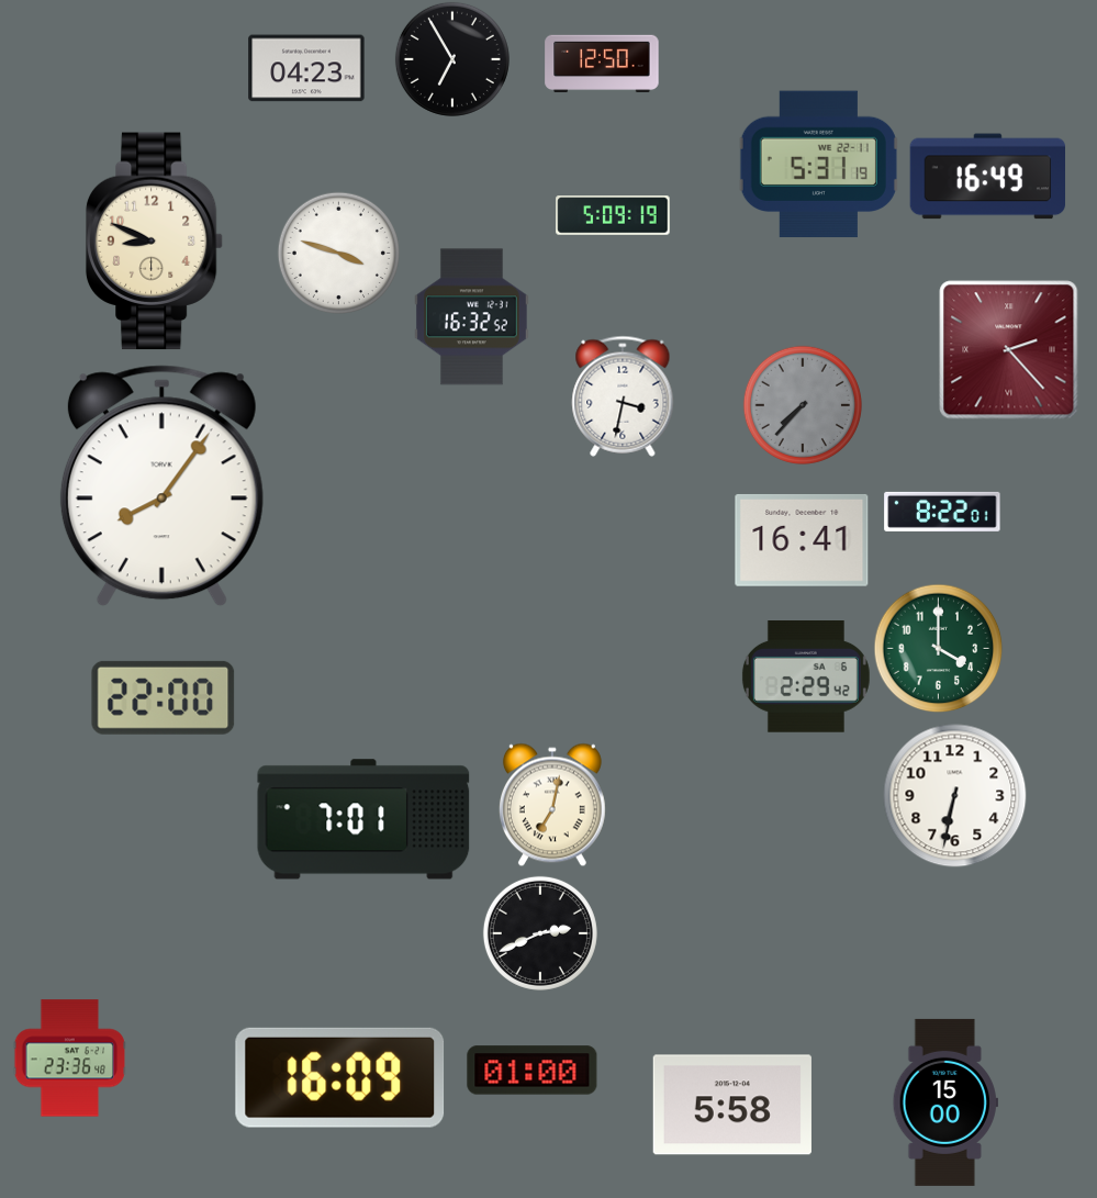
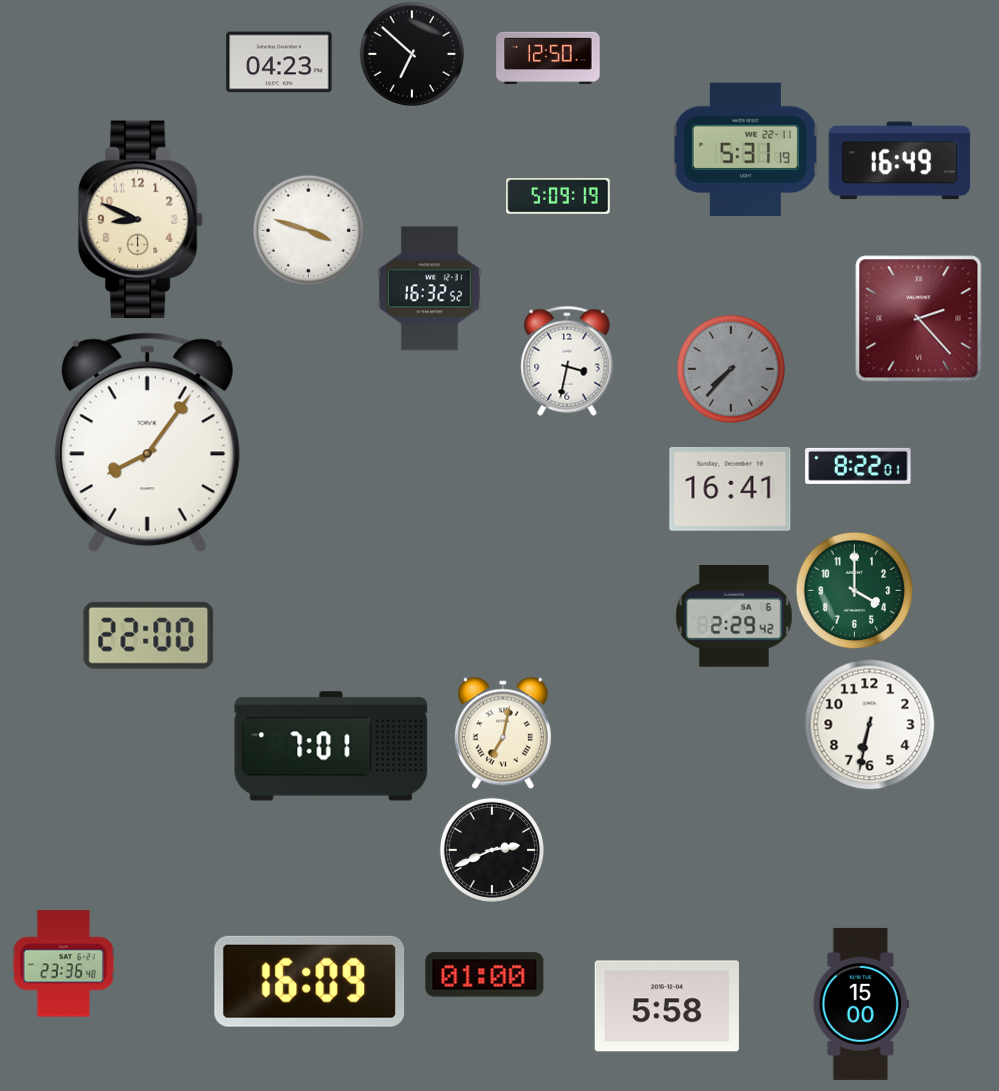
clock at (452, 59): 6:55 -> 6:52
clock at (802, 540) position: (802, 540) -> (730, 489)
